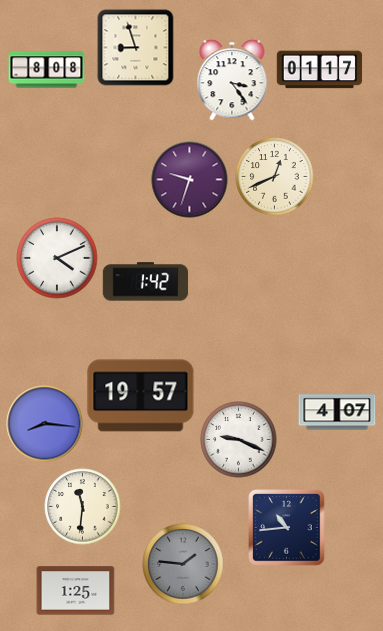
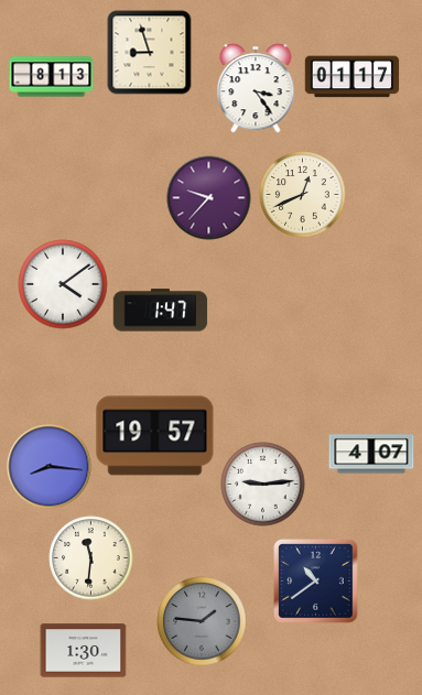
clock at (47, 70): 8:08 -> 8:13
clock at (190, 180): 9:33 -> 9:37
clock at (57, 258): 4:11 -> 4:09
clock at (146, 282): 1:42 -> 1:47
clock at (239, 440): 9:19 -> 9:14
clock at (287, 528): 10:44 -> 10:39
clock at (76, 591): 1:25 -> 1:30
